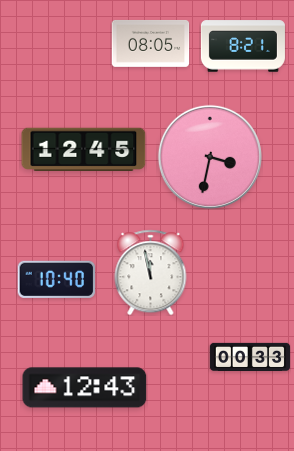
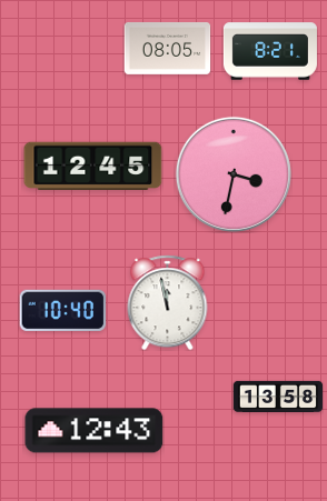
clock at (250, 356): 00:33 -> 13:58
